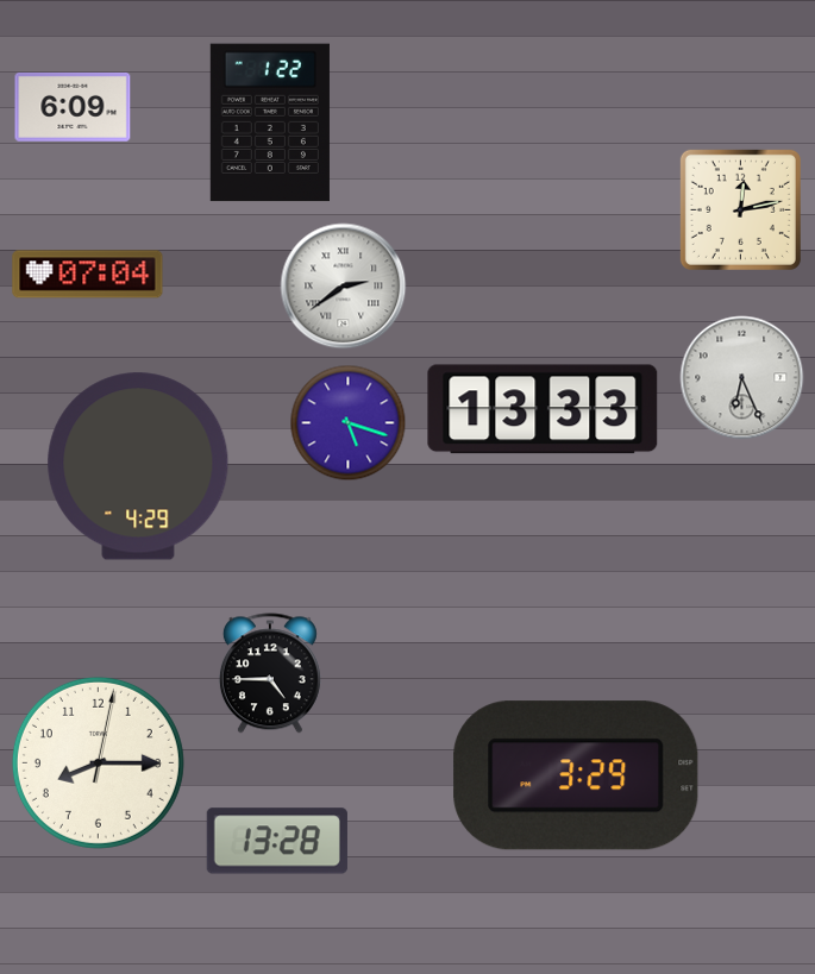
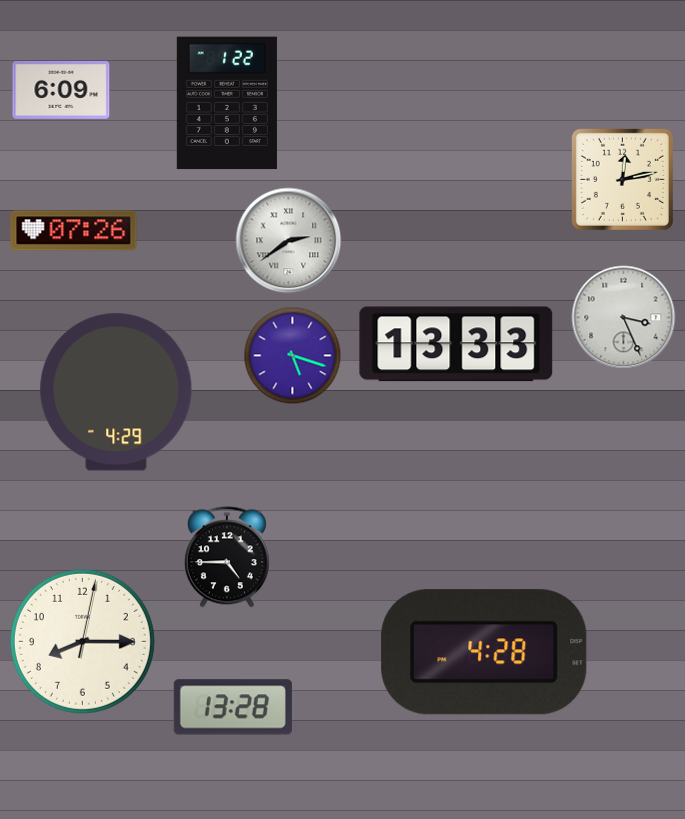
clock at (740, 209) position: (740, 209) -> (622, 179)
clock at (88, 275): 07:04 -> 07:26
clock at (742, 378): 6:26 -> 3:26
clock at (270, 673) position: (270, 673) -> (227, 557)
clock at (576, 775): 3:29 -> 4:28
